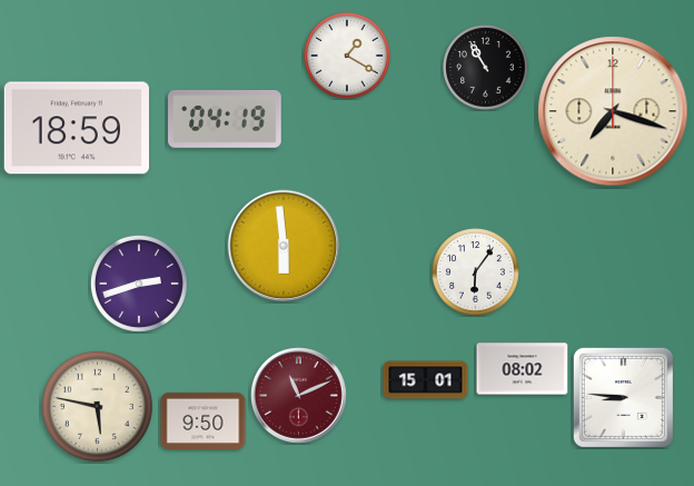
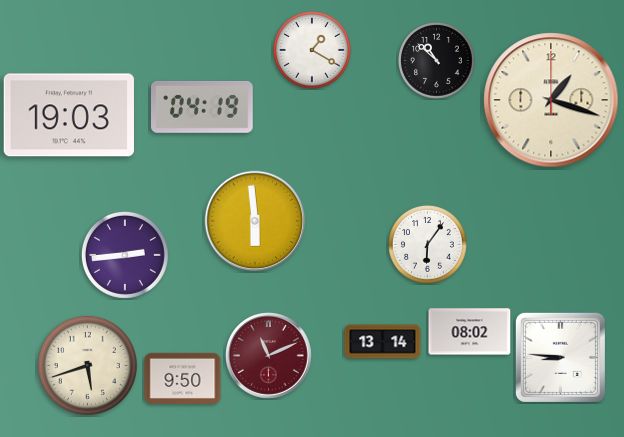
clock at (486, 68): 10:55 -> 10:52
clock at (613, 111): 7:18 -> 1:18
clock at (77, 128): 18:59 -> 19:03
clock at (139, 284): 2:42 -> 2:44
clock at (426, 380): 15:01 -> 13:14
clock at (97, 406): 5:47 -> 5:42
